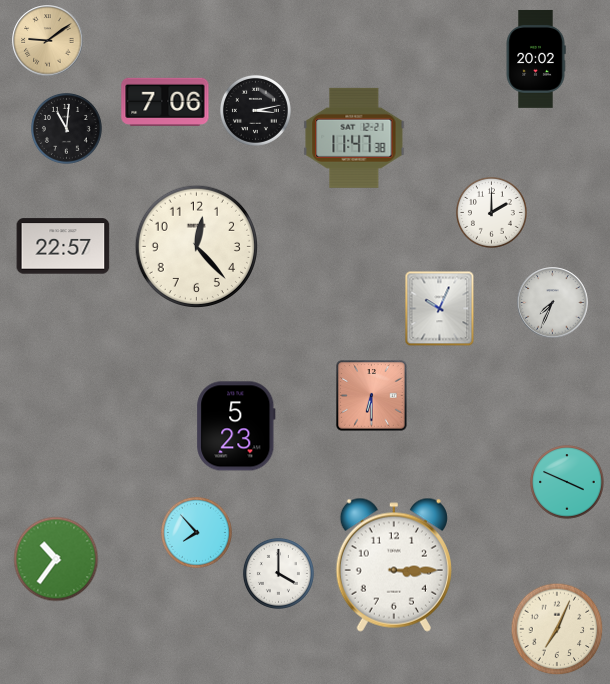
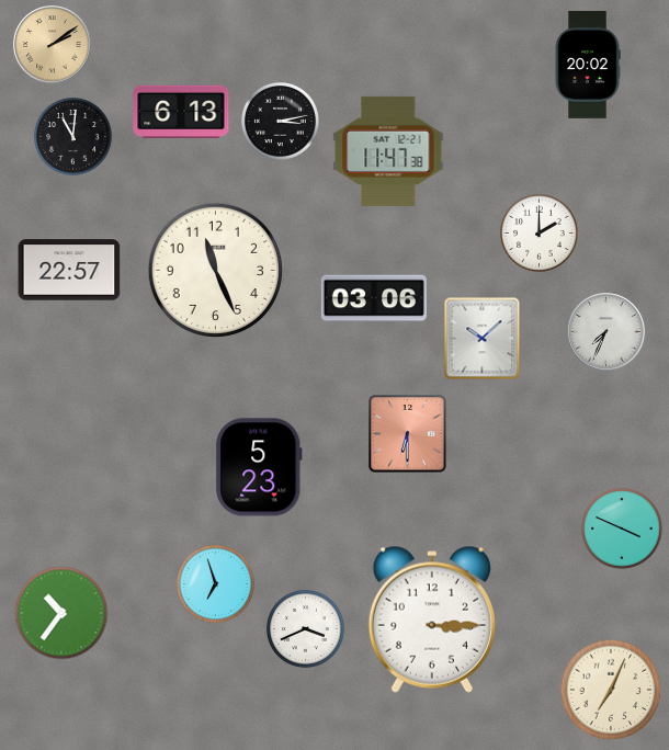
clock at (48, 41): 9:09 -> 2:09
clock at (165, 101): 7:06 -> 6:13
clock at (66, 128) position: (66, 128) -> (72, 136)
clock at (196, 246): 12:23 -> 11:26
clock at (374, 298): none -> 03:06
clock at (440, 309): 10:04 -> 10:08
clock at (196, 532): 7:53 -> 6:57
clock at (278, 573): 4:00 -> 3:41
